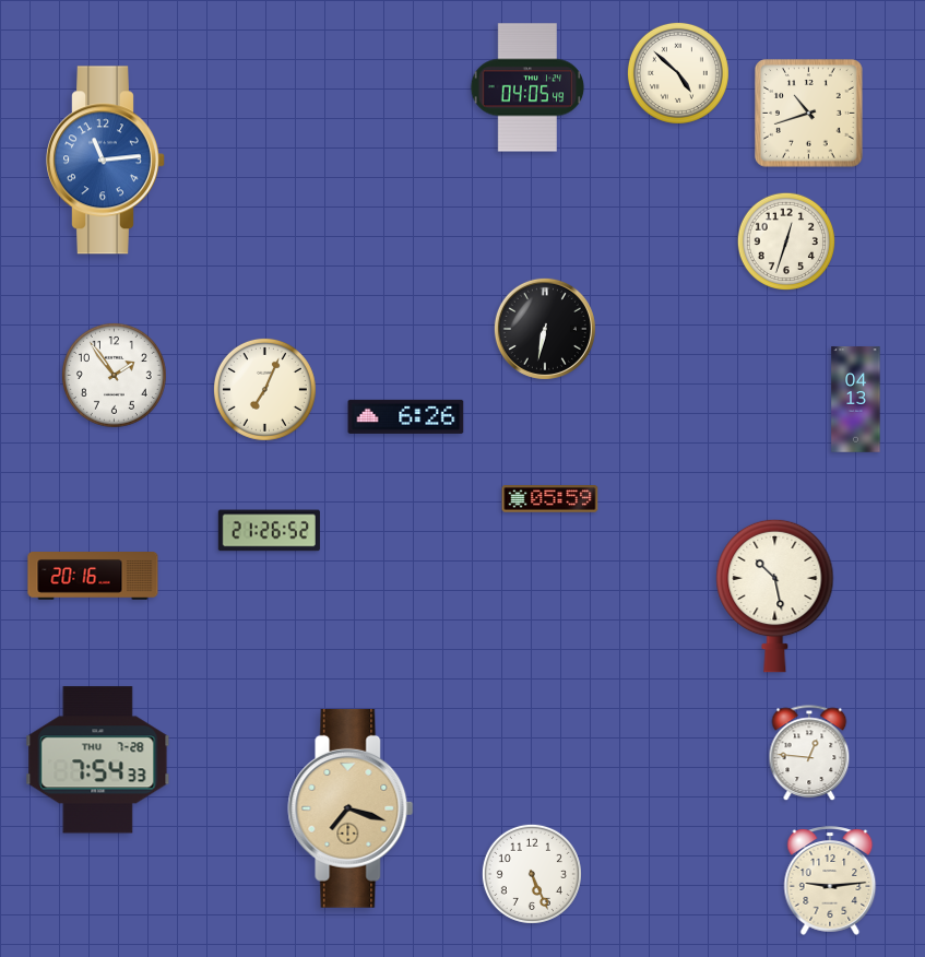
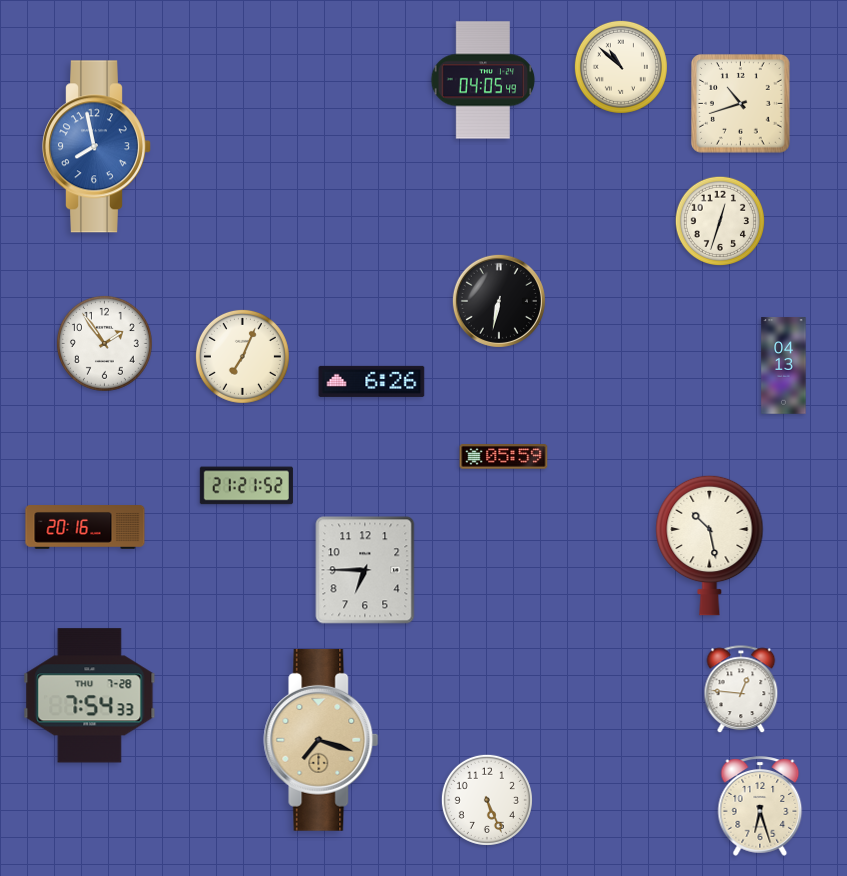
clock at (678, 73): 4:52 -> 10:52
clock at (106, 161): 11:14 -> 7:58
clock at (269, 531): 21:26 -> 21:21
clock at (365, 570): none -> 6:45
clock at (830, 881): 9:14 -> 6:27
